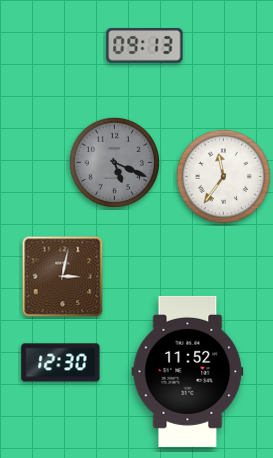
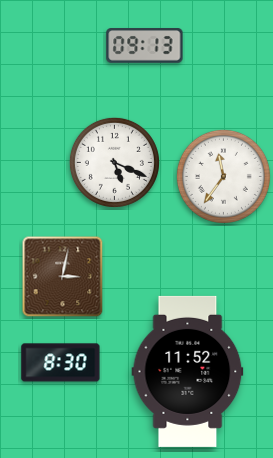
clock at (114, 162) dial: grey -> white
clock at (61, 363): 12:30 -> 8:30
